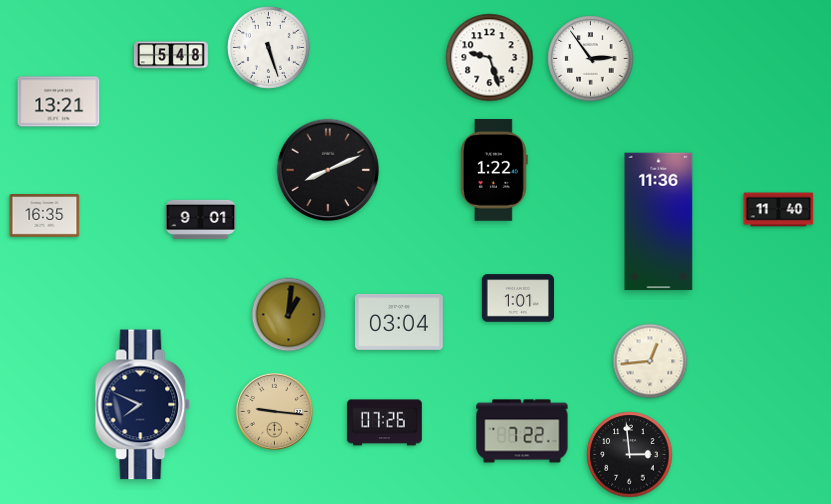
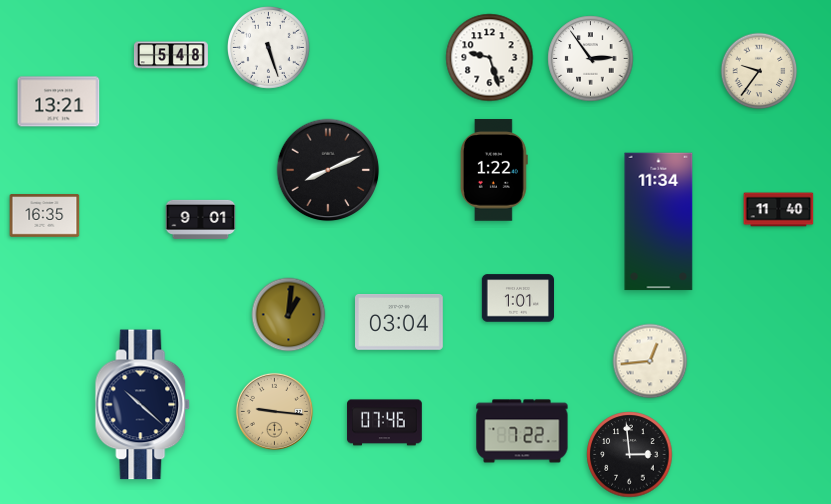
clock at (759, 71): none -> 9:36
clock at (659, 222): 11:36 -> 11:34
clock at (143, 405): 7:49 -> 10:22
clock at (385, 423): 07:26 -> 07:46
